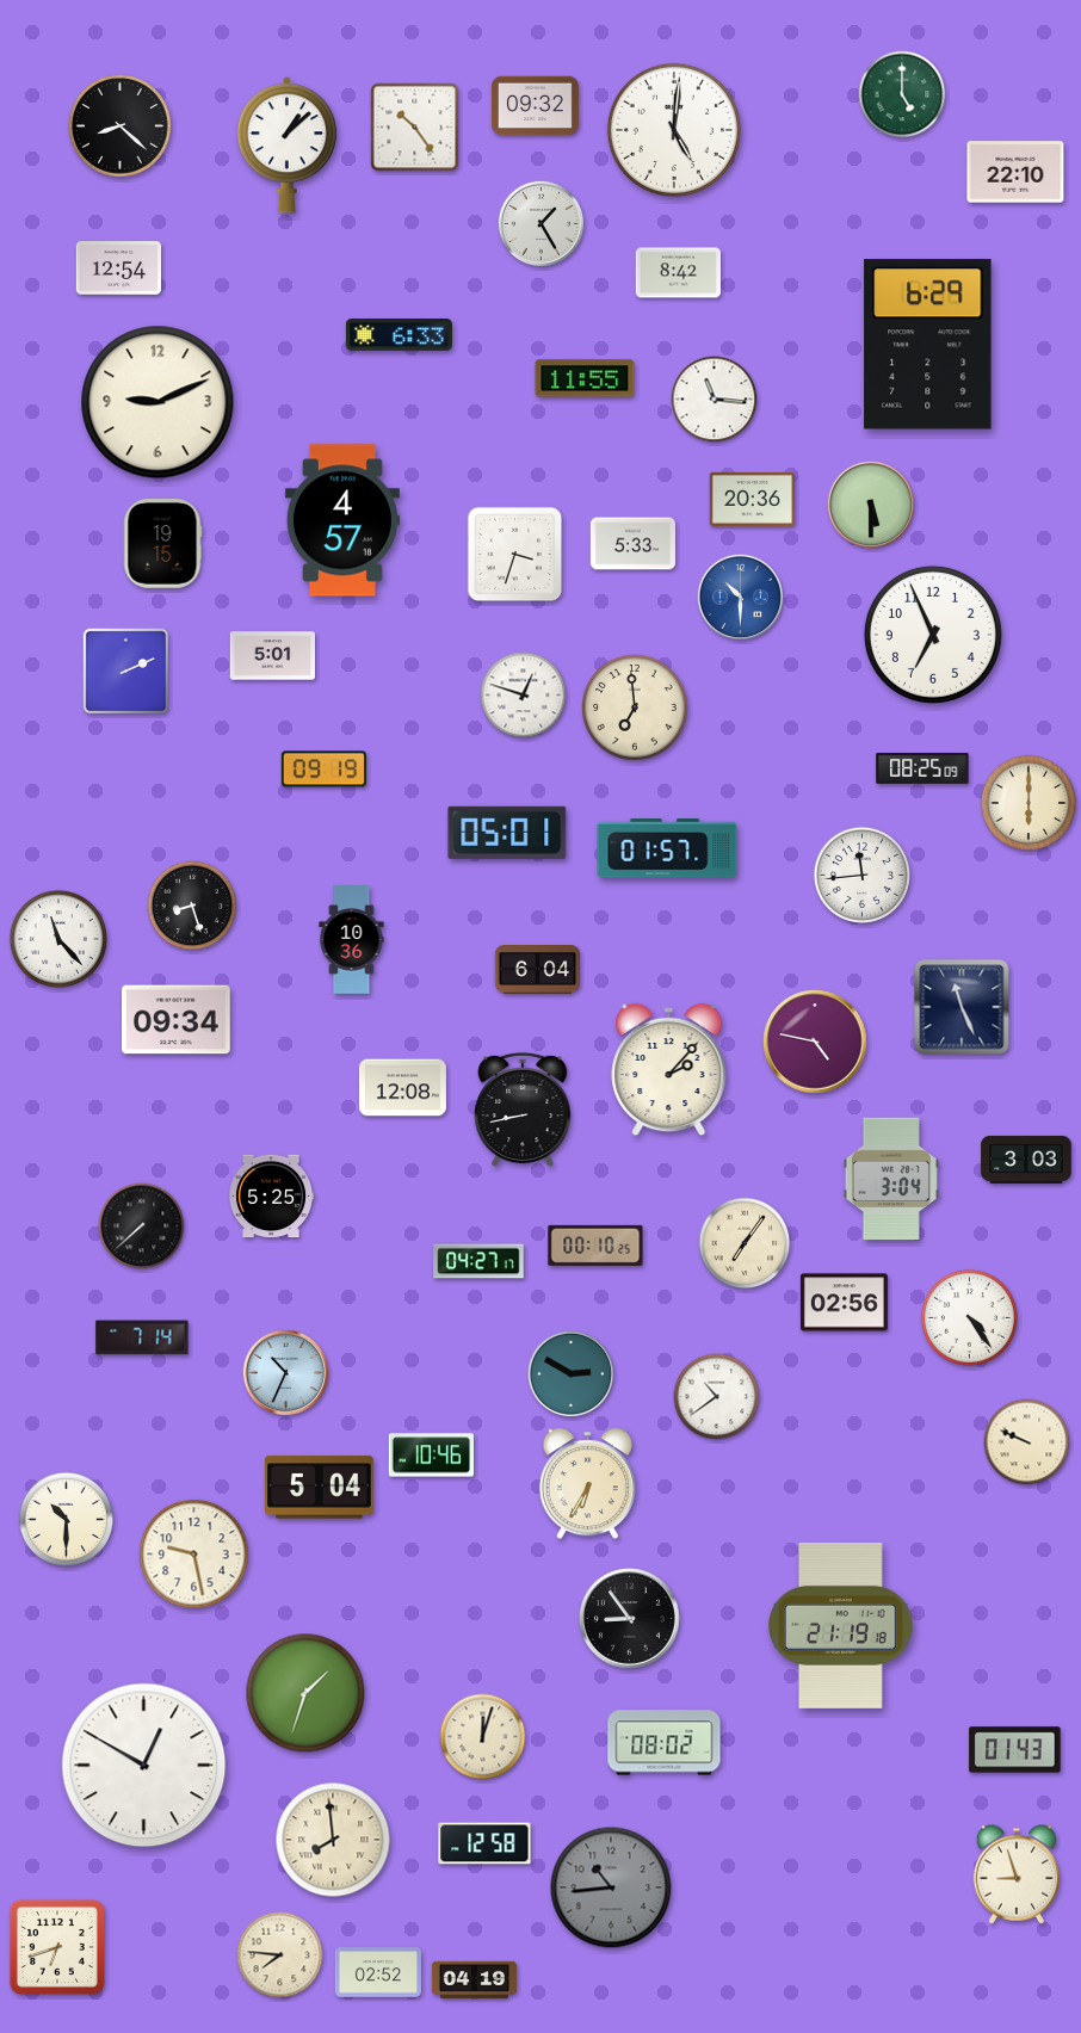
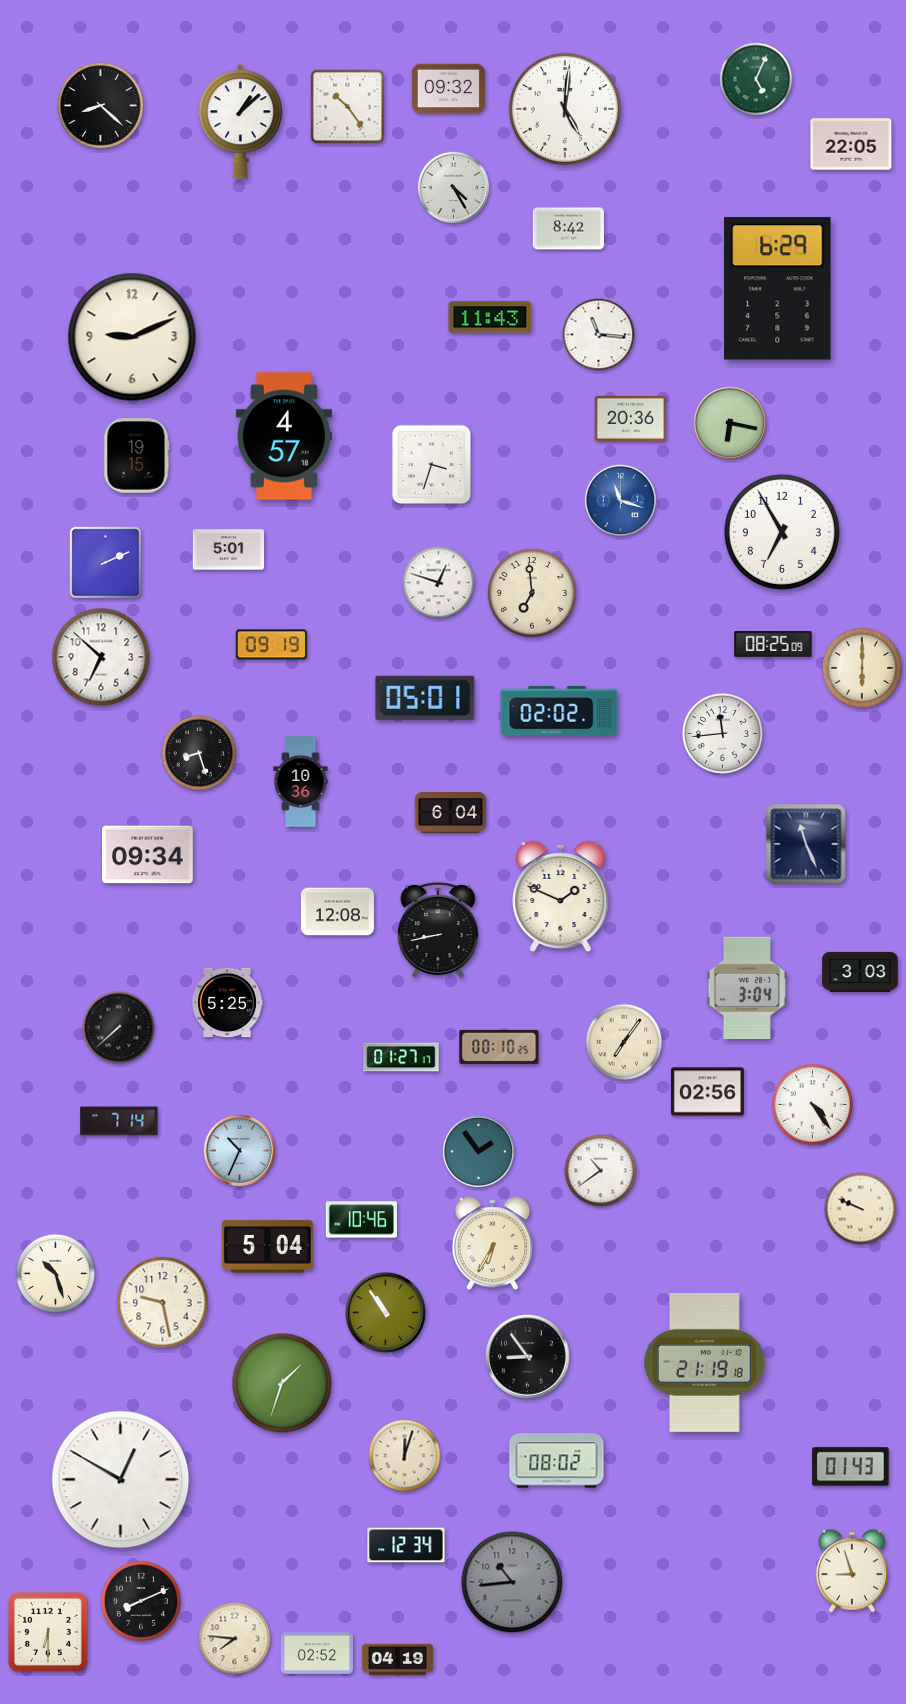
clock at (902, 94): 5:00 -> 5:04
clock at (1015, 172): 22:10 -> 22:05
clock at (542, 224): 1:25 -> 4:25
clock at (118, 268): 12:54 -> none
clock at (399, 335): 6:33 -> none
clock at (585, 378): 11:55 -> 11:43
clock at (870, 503): 5:30 -> 6:17
clock at (342, 520) position: (342, 520) -> (284, 436)
clock at (634, 544): 5:33 -> none
clock at (741, 598): 10:30 -> 11:18
clock at (933, 635): 6:56 -> 6:55
clock at (101, 657): none -> 6:52
clock at (1029, 803) position: (1029, 803) -> (862, 668)
clock at (667, 848): 01:57 -> 02:02
clock at (192, 906) position: (192, 906) -> (199, 753)
clock at (58, 939): 11:23 -> none
clock at (352, 940) position: (352, 940) -> (301, 782)
clock at (815, 1042): 4:47 -> none
clock at (669, 1070): 2:07 -> 1:49
clock at (595, 1246) position: (595, 1246) -> (499, 1047)
clock at (478, 1261): 04:27 -> 01:27
clock at (572, 1374): 2:50 -> 1:54
clock at (66, 1519): 10:30 -> 10:27
clock at (385, 1312): none -> 10:54
clock at (305, 1693) position: (305, 1693) -> (282, 1383)
clock at (333, 1840): 7:59 -> none
clock at (484, 1843): 12:58 -> 12:34
clock at (141, 1601): none -> 8:11
clock at (57, 1947): 6:42 -> 6:30
